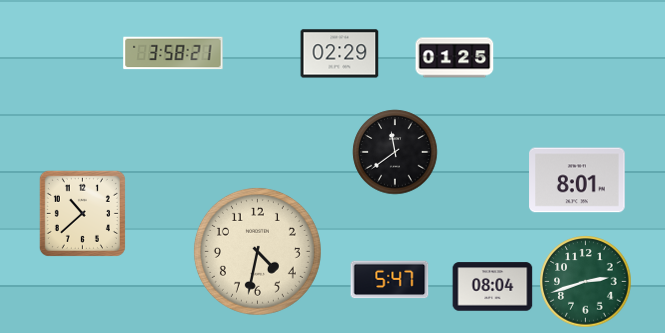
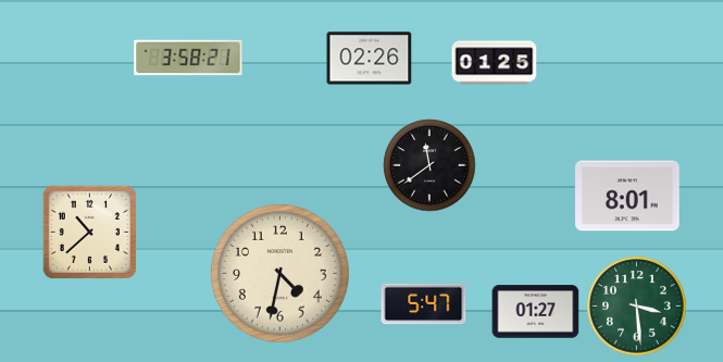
clock at (340, 54): 02:29 -> 02:26
clock at (586, 282): 2:42 -> 3:29
clock at (493, 287): 08:04 -> 01:27
